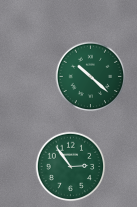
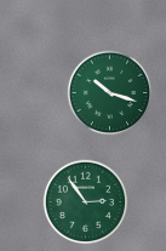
clock at (91, 77): 10:22 -> 10:18
